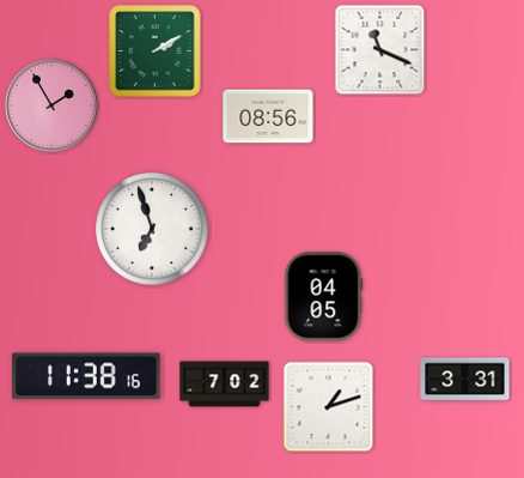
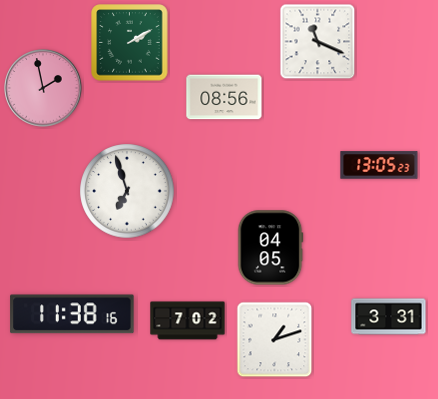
clock at (51, 105): 1:55 -> 1:58
clock at (379, 165): none -> 13:05
